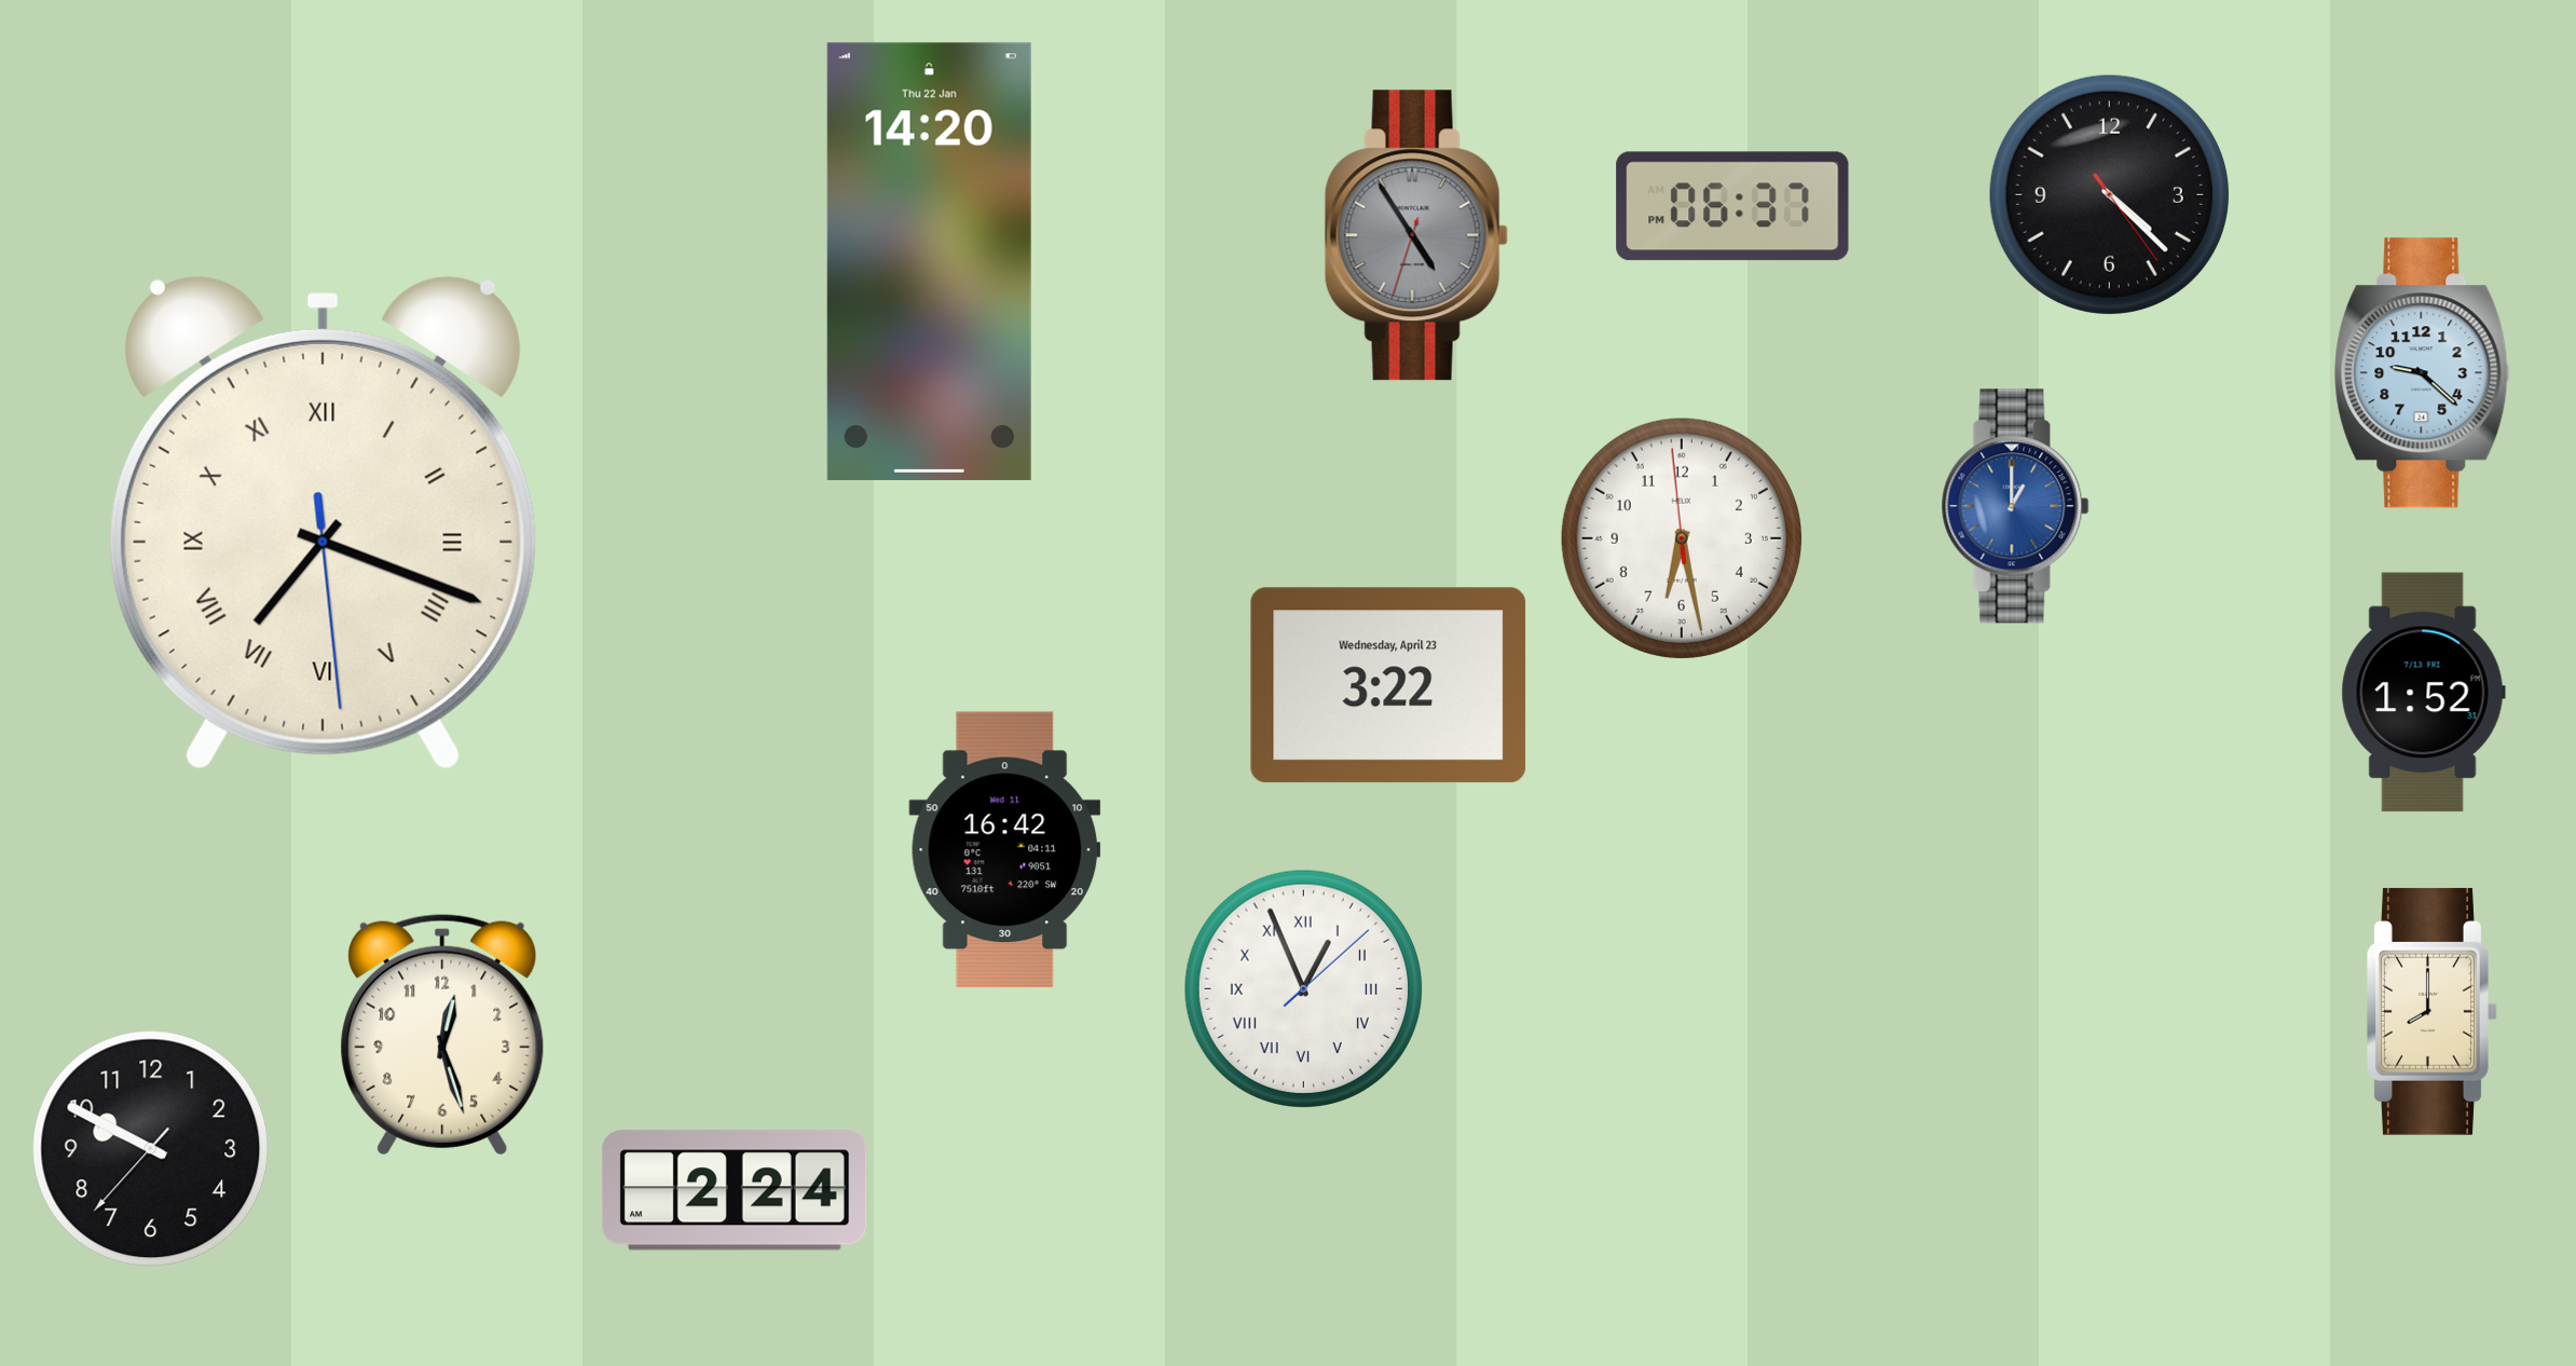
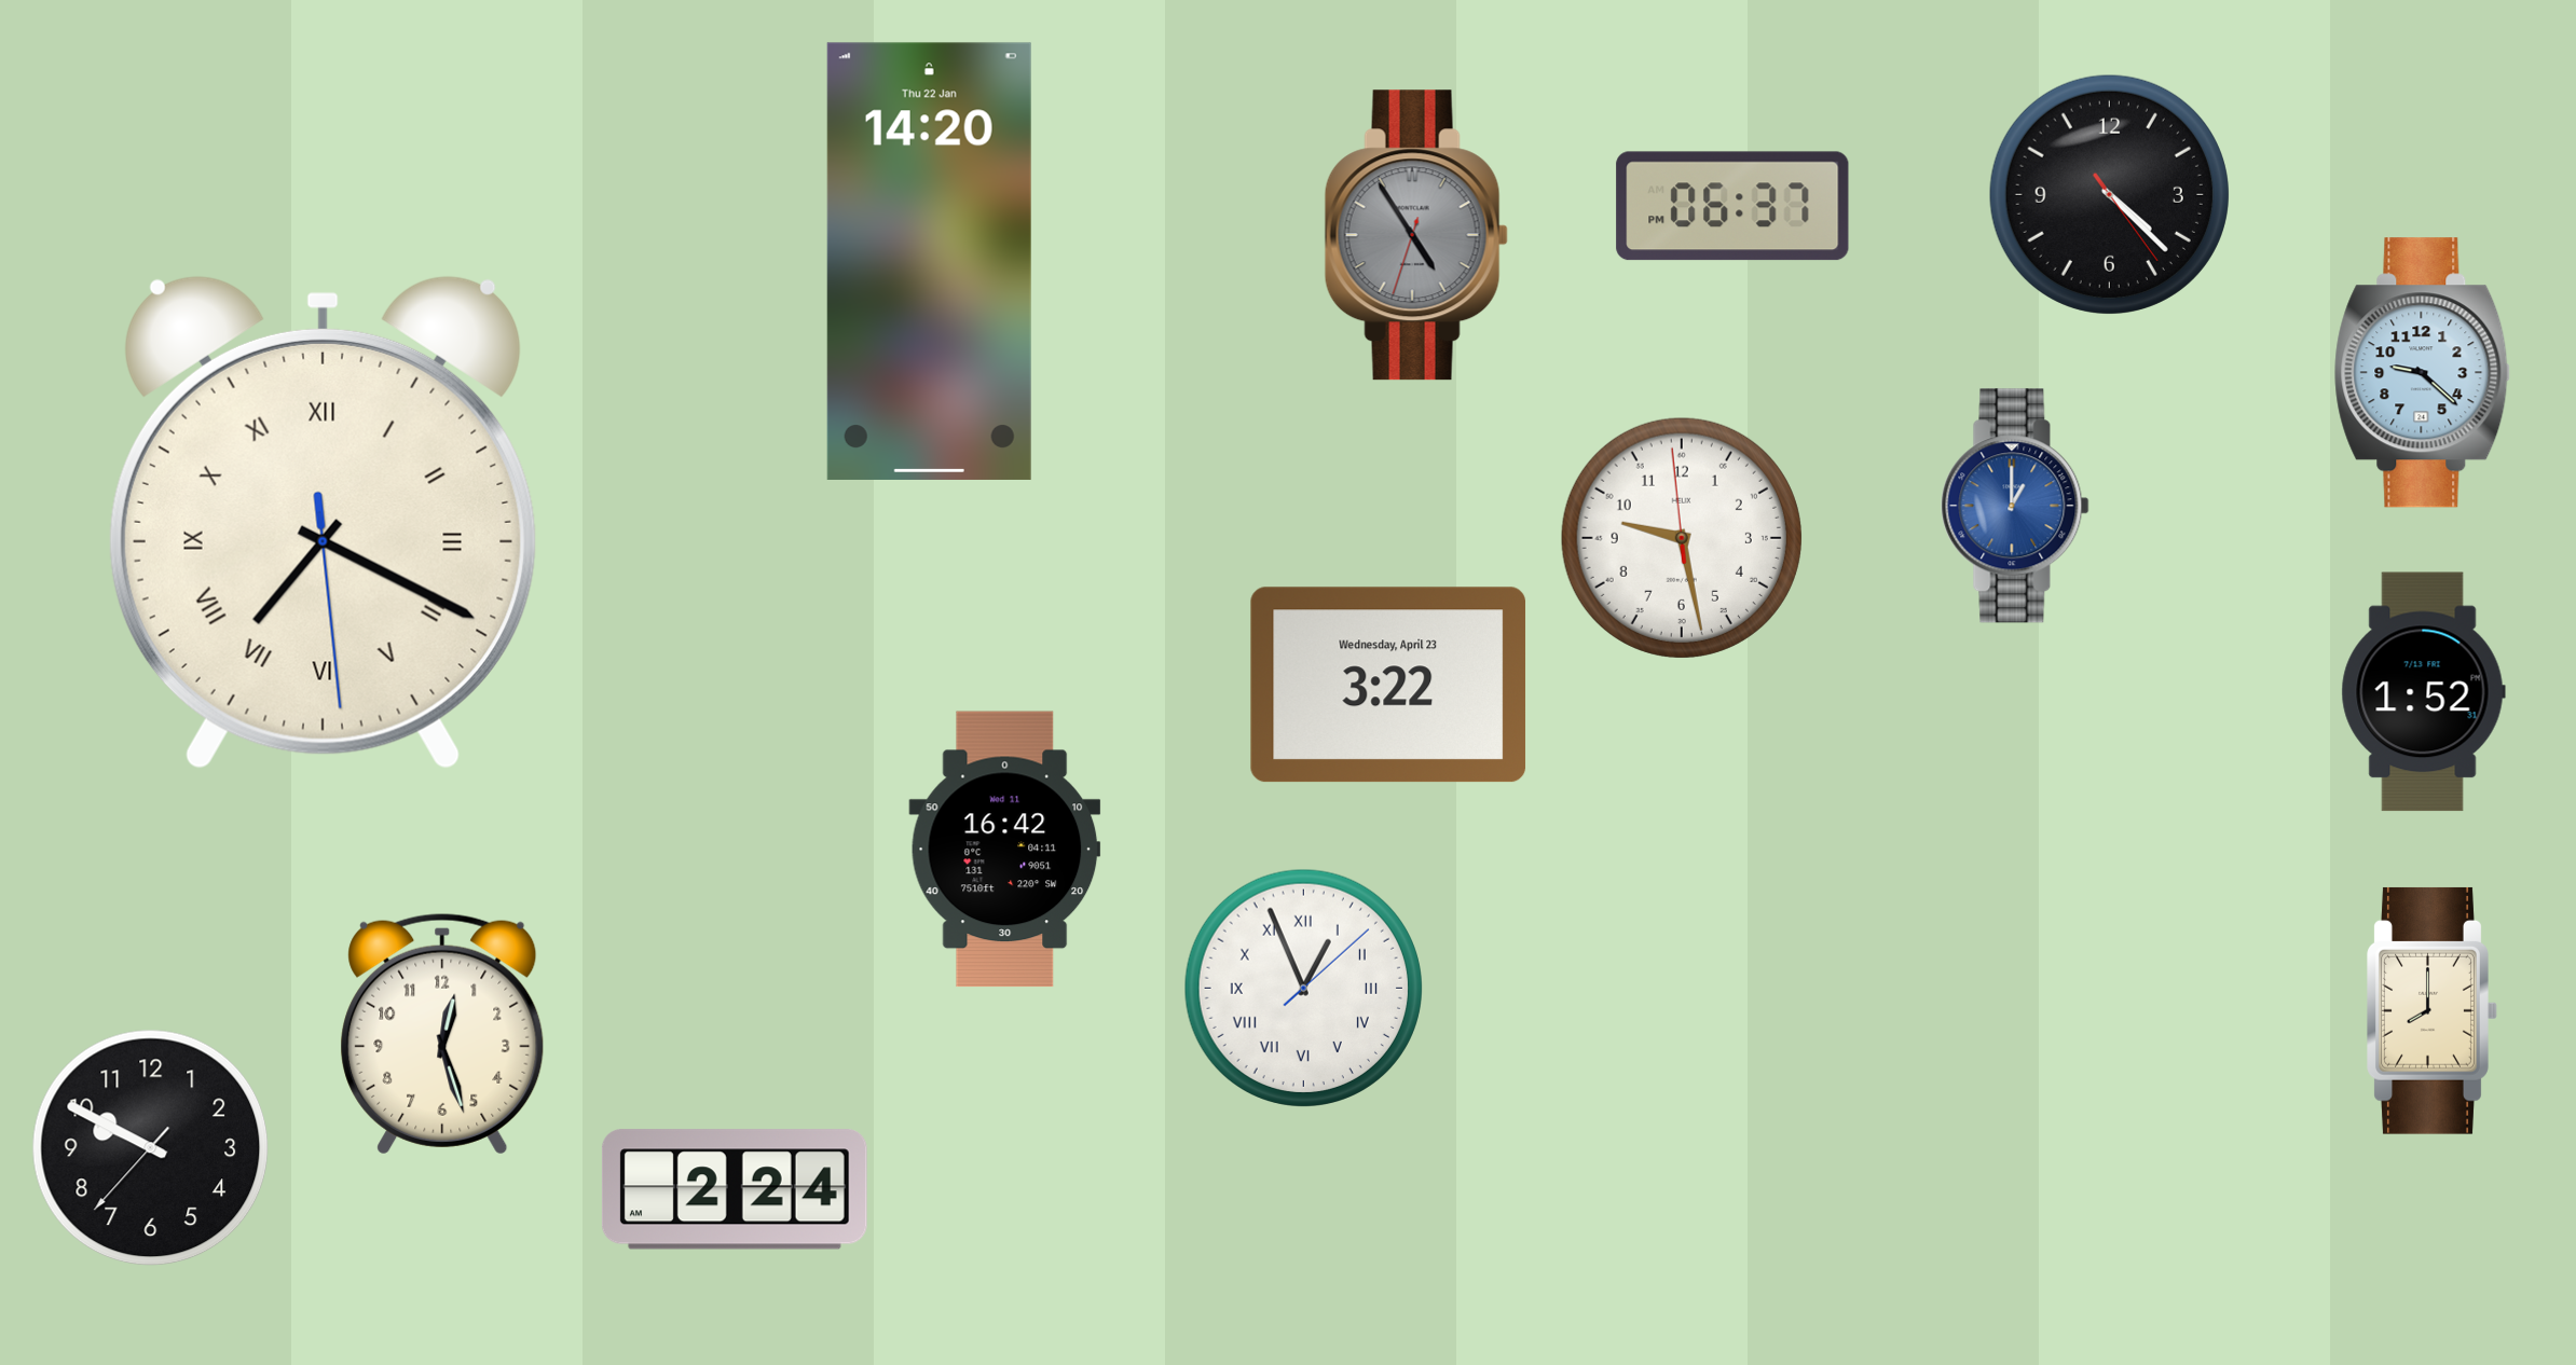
clock at (323, 522): 7:18 -> 7:19
clock at (1682, 538): 6:27 -> 9:27
